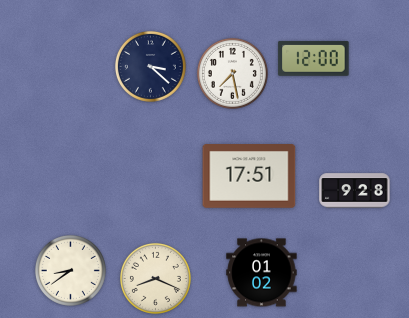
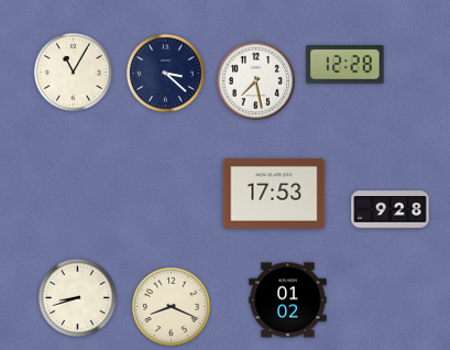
clock at (314, 58): 12:00 -> 12:28
clock at (73, 72): none -> 11:05
clock at (249, 177): 17:51 -> 17:53
clock at (70, 270): 8:39 -> 8:42
